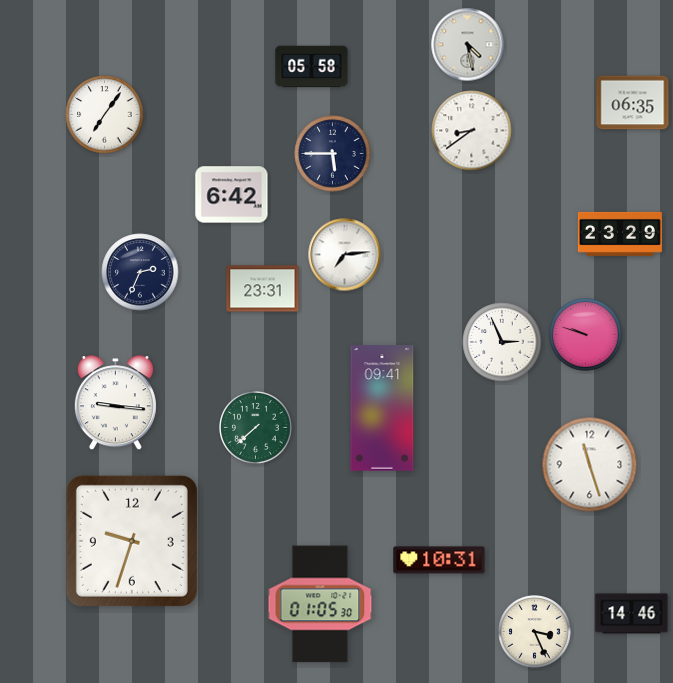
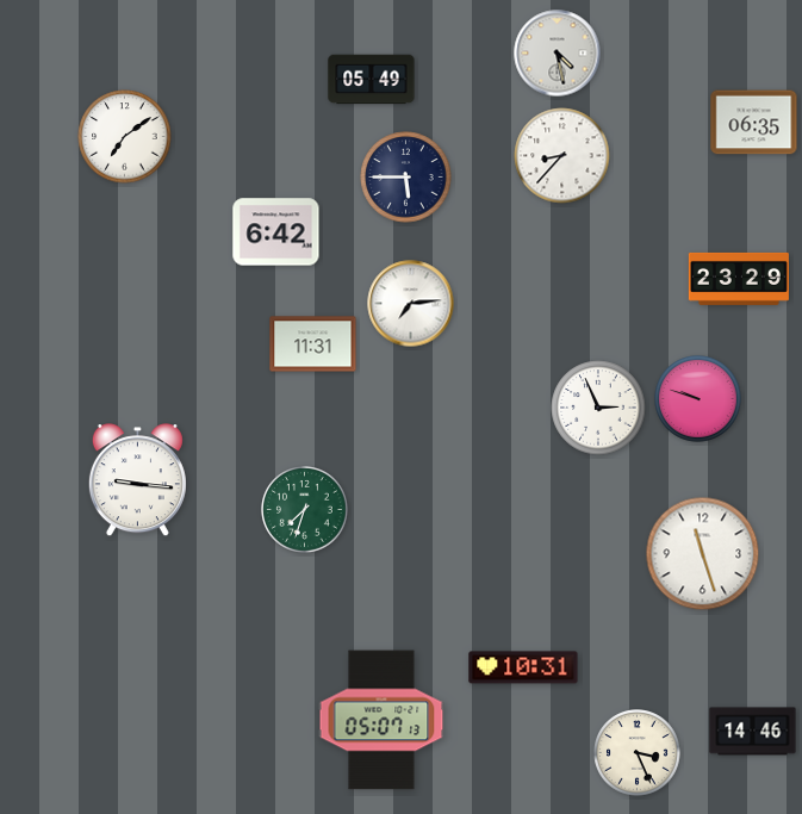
clock at (312, 67): 05:58 -> 05:49
clock at (105, 115): 7:06 -> 7:09
clock at (472, 131): 8:39 -> 8:37
clock at (333, 154) position: (333, 154) -> (406, 178)
clock at (140, 272): 2:34 -> none
clock at (263, 289): 23:31 -> 11:31
clock at (382, 408): 09:41 -> none
clock at (256, 428): 7:38 -> 7:33
clock at (132, 541): 9:33 -> none
clock at (320, 604): 01:05 -> 05:07
